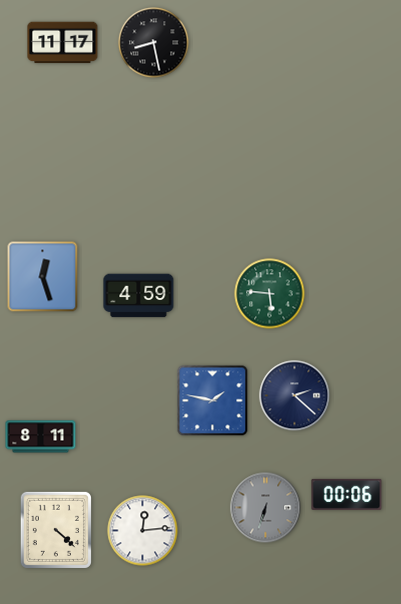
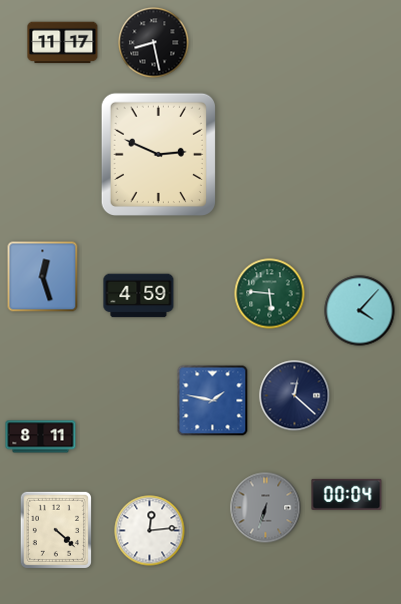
clock at (158, 154): none -> 2:49
clock at (360, 311): none -> 4:07
clock at (295, 396): 2:22 -> 12:22
clock at (347, 494): 00:06 -> 00:04
clock at (143, 531) position: (143, 531) -> (150, 531)
